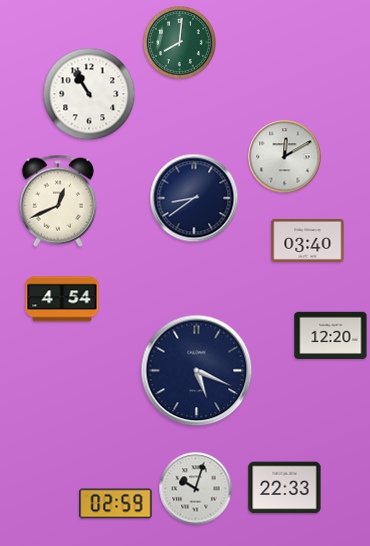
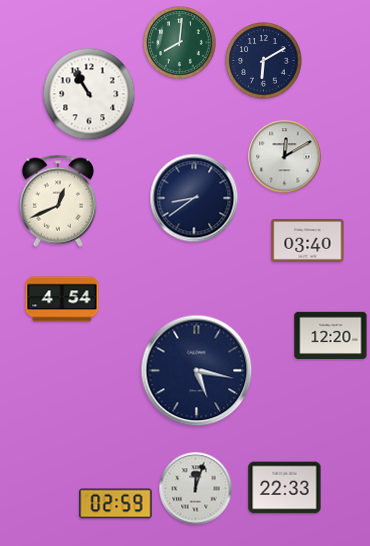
clock at (264, 61): none -> 6:10
clock at (197, 371): 5:19 -> 5:17
clock at (196, 489): 10:03 -> 12:03
